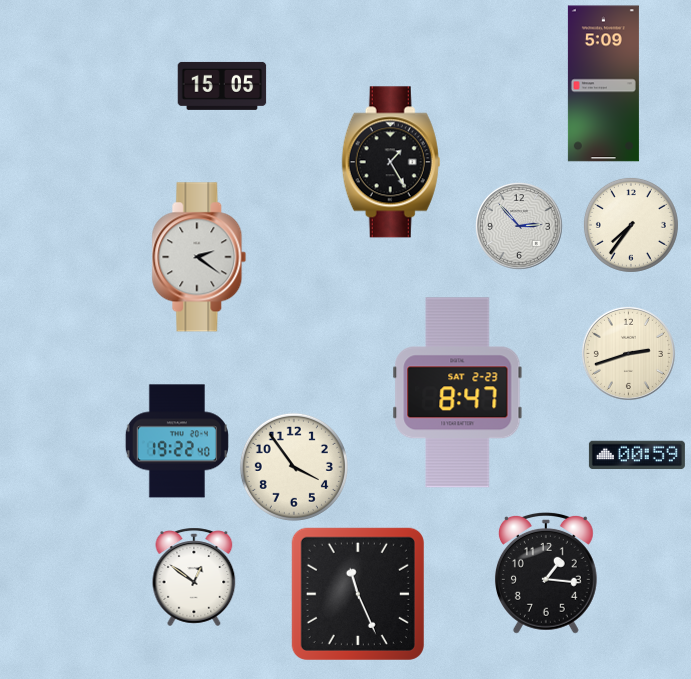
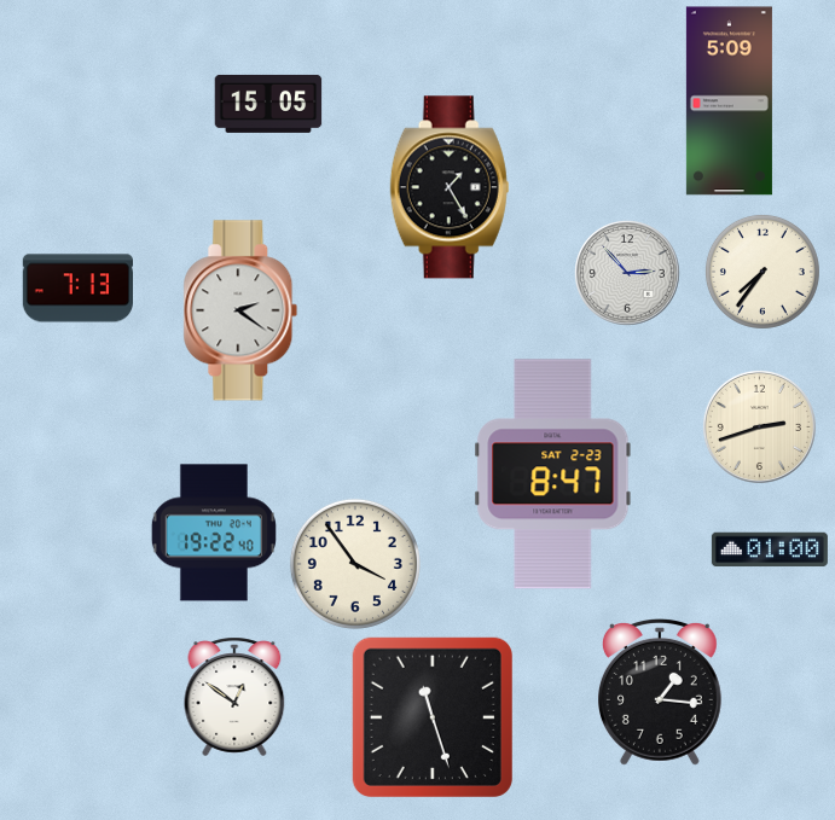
clock at (391, 162) position: (391, 162) -> (450, 187)
clock at (77, 289): none -> 7:13
clock at (637, 455): 00:59 -> 01:00
clock at (358, 594): 11:26 -> 11:27
